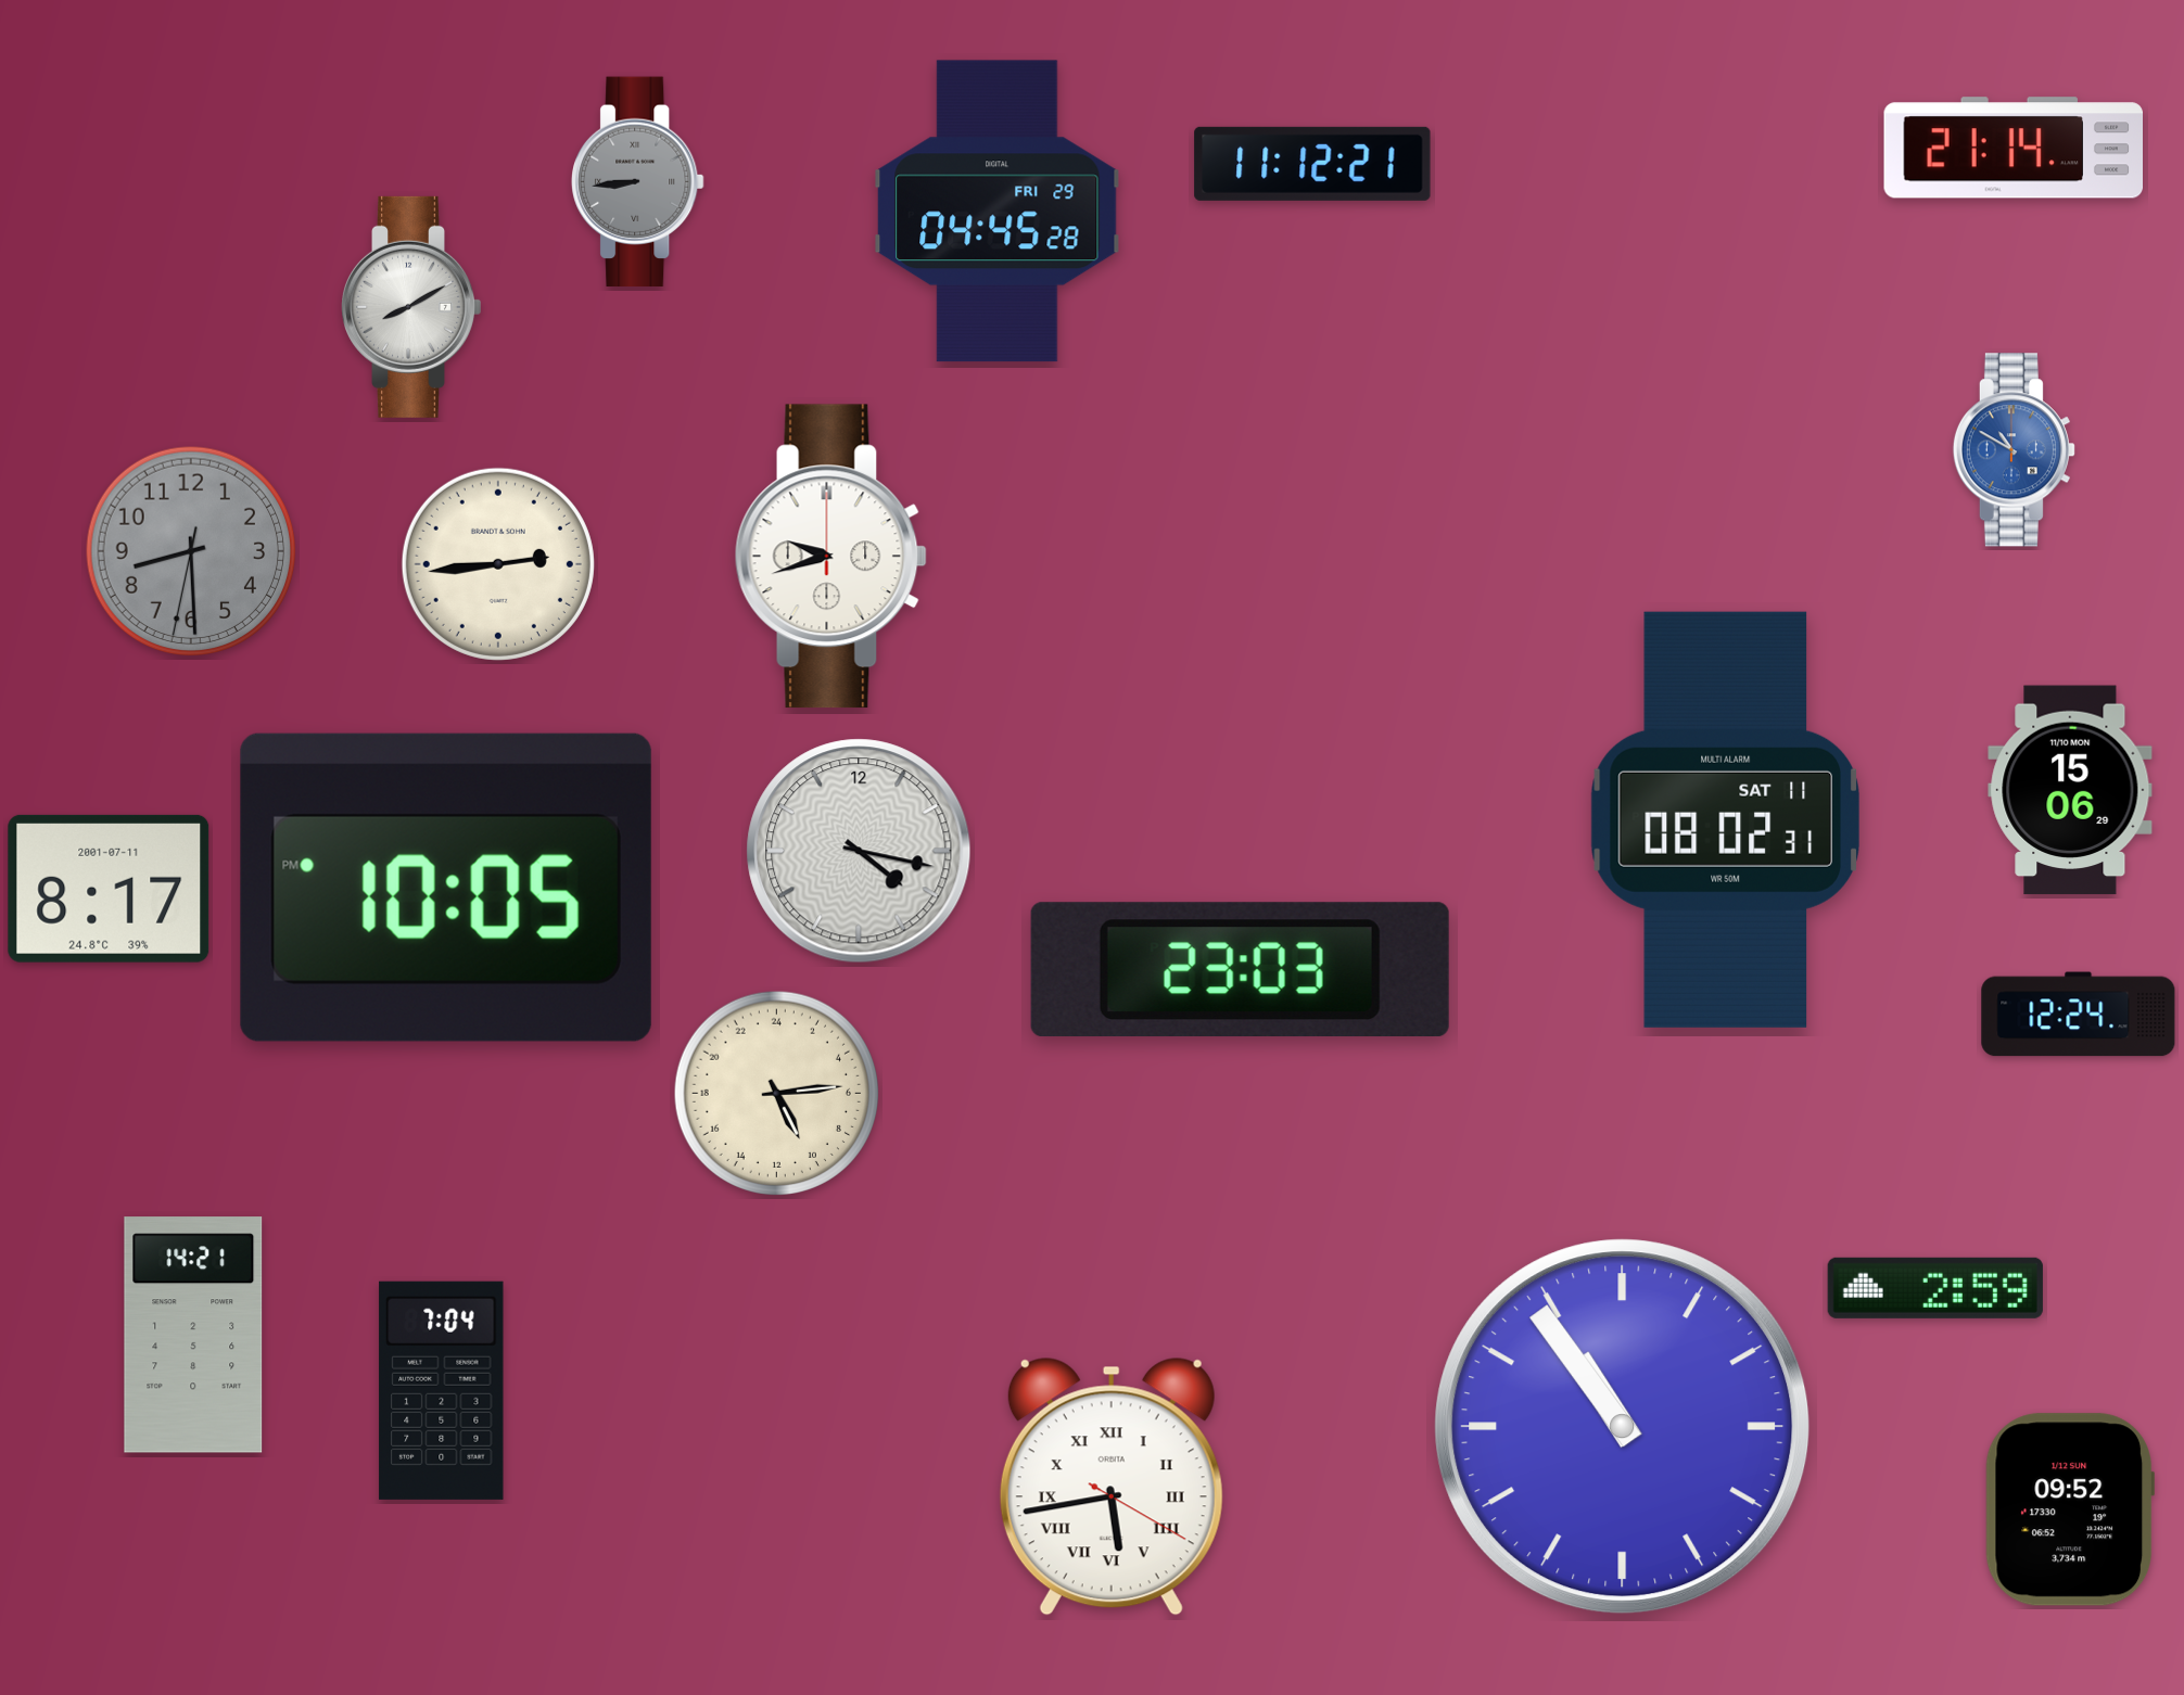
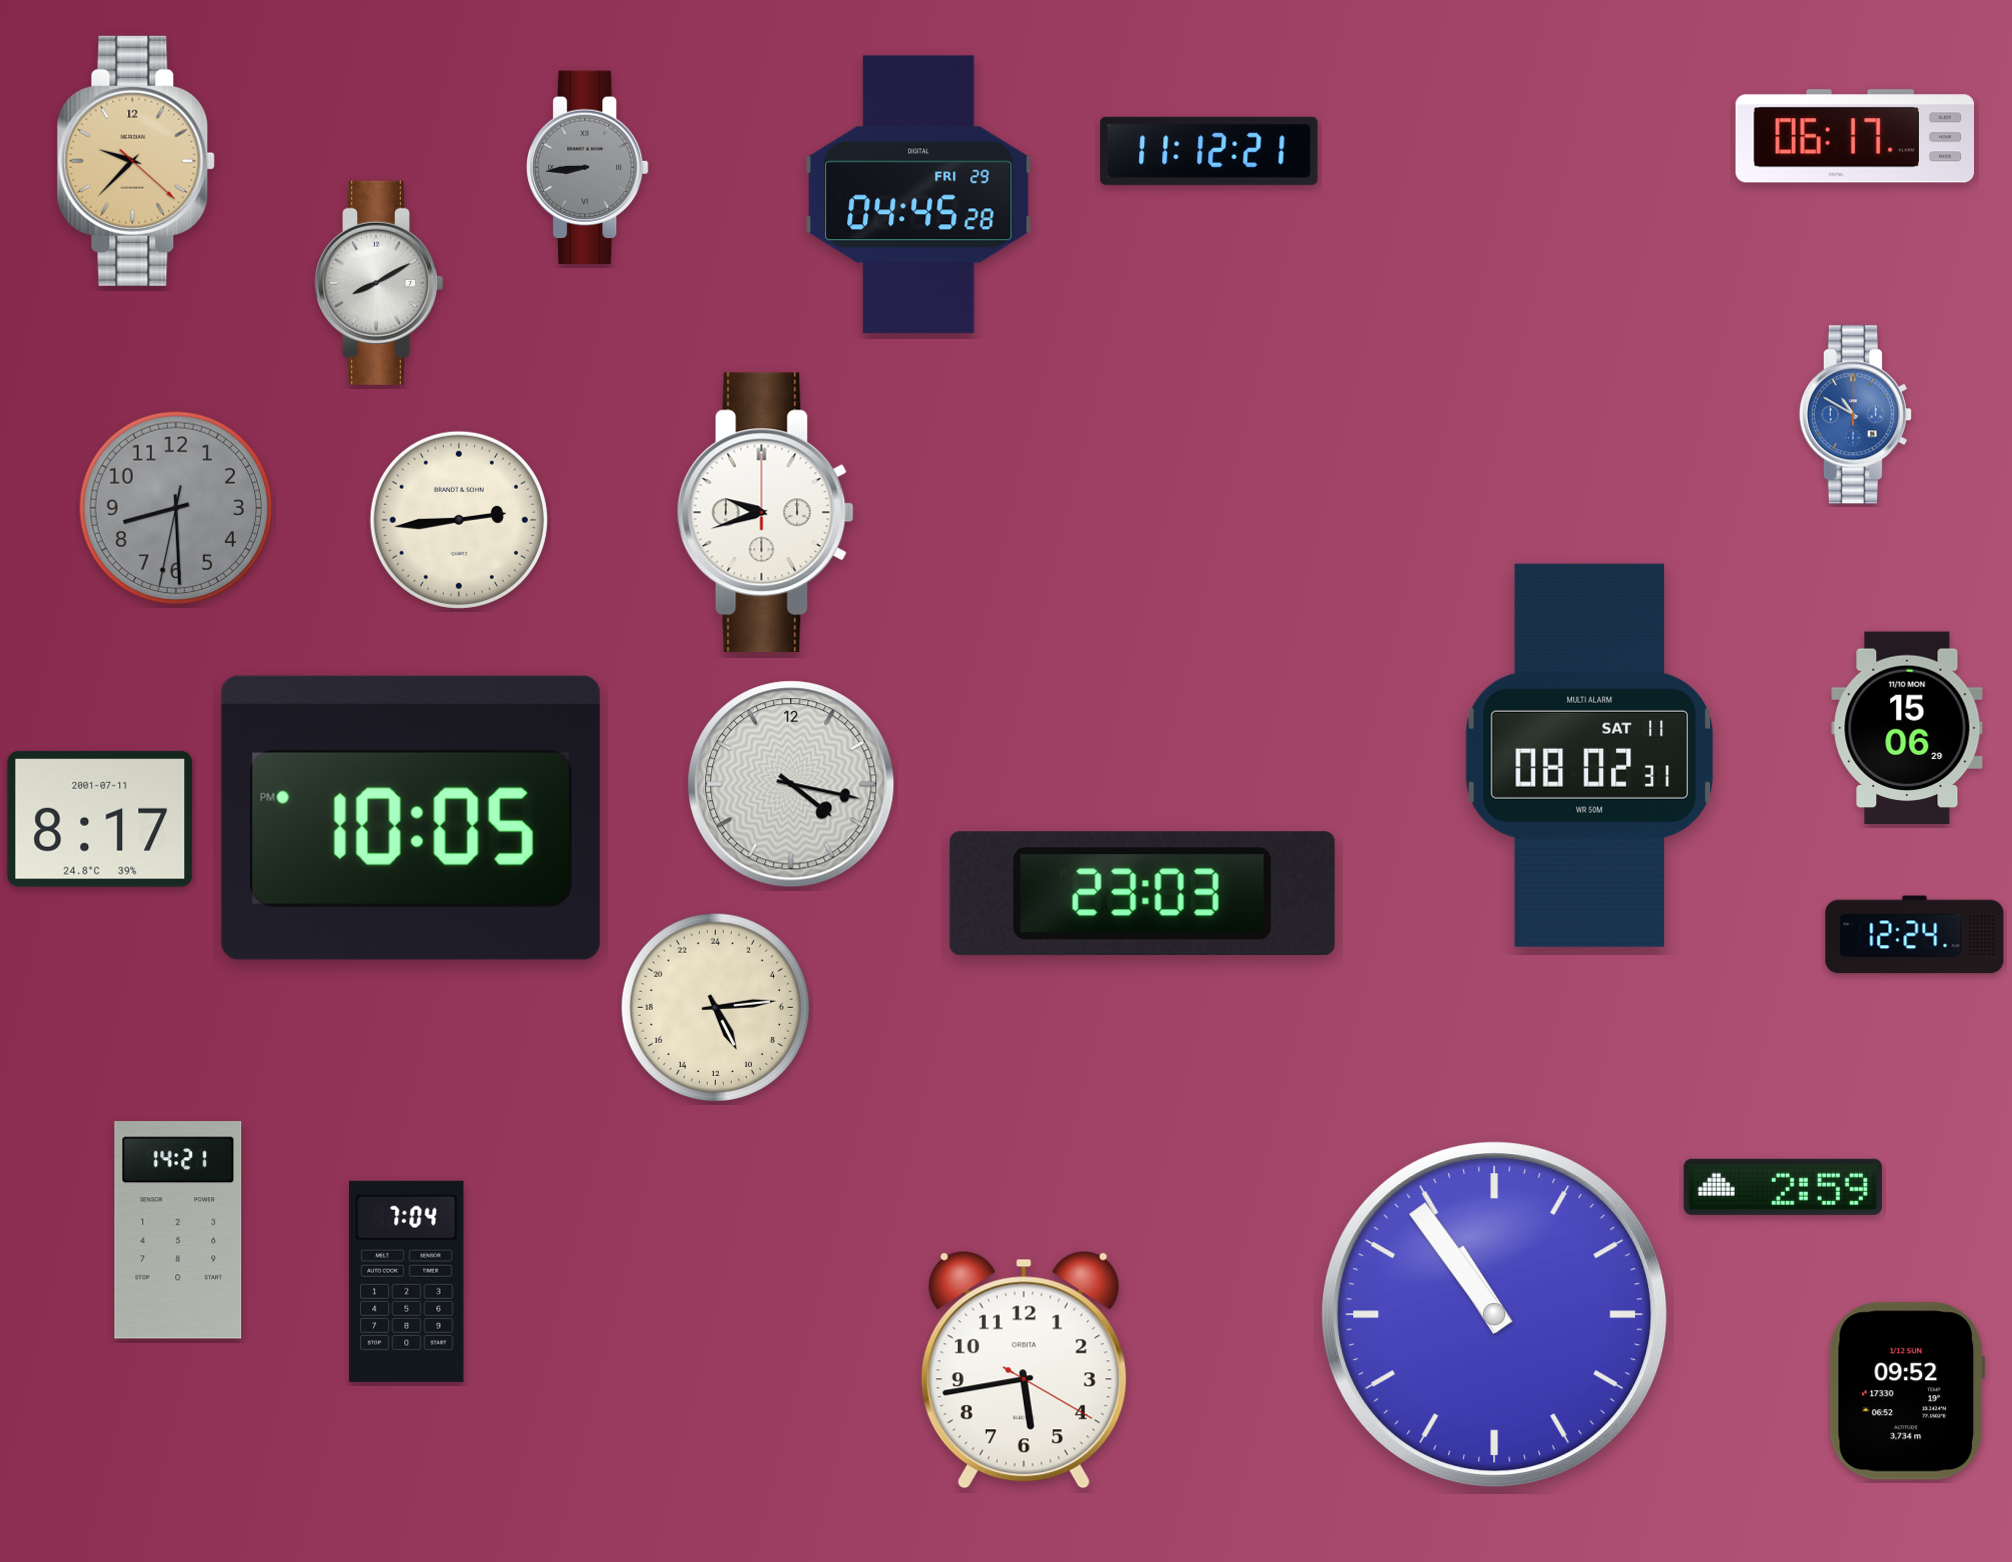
clock at (2012, 148): 21:14 -> 06:17
clock at (136, 161): none -> 9:37
clock at (1112, 1487) numerals: Roman -> Arabic
